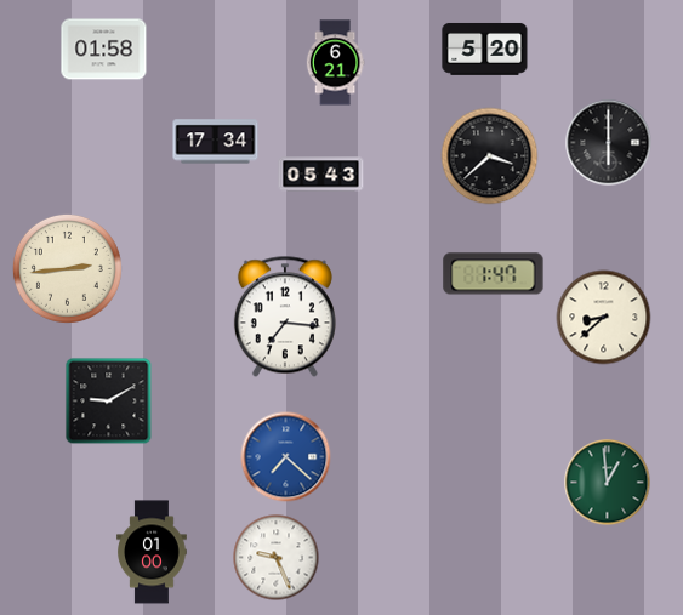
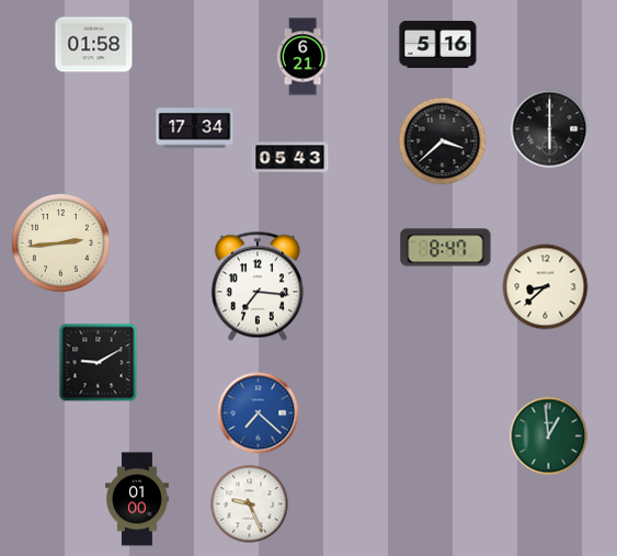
clock at (485, 50): 5:20 -> 5:16
clock at (494, 274): 1:47 -> 8:47
